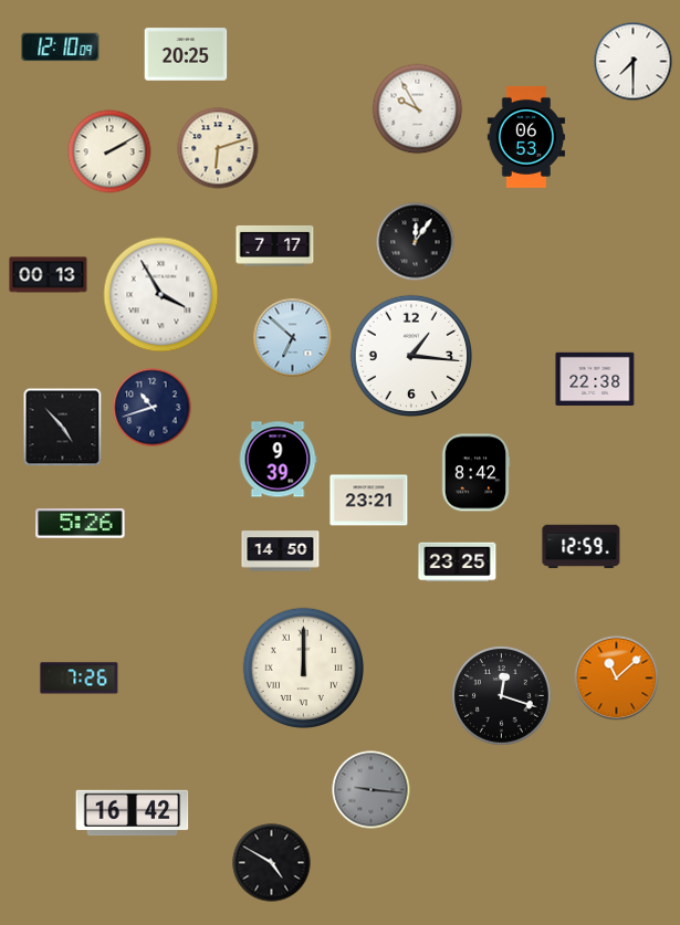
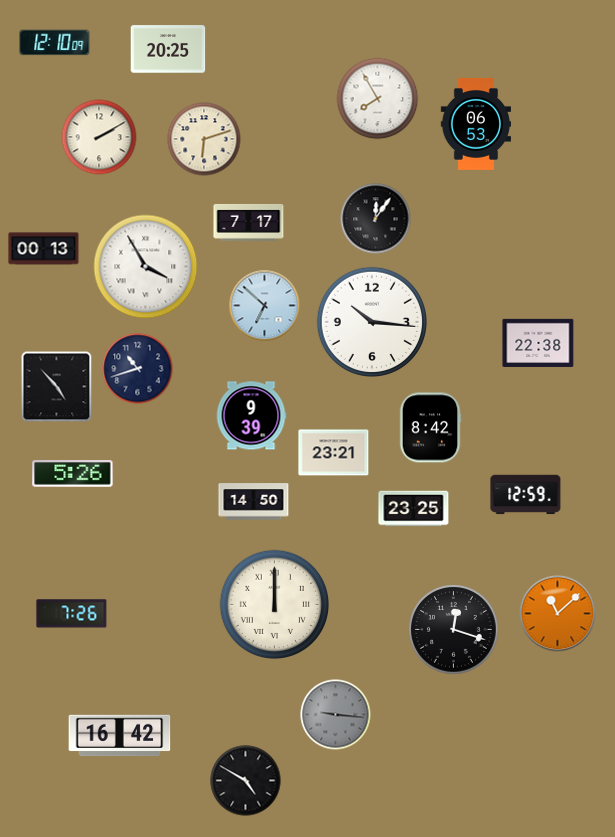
clock at (634, 62): 7:30 -> none
clock at (418, 109): 9:55 -> 7:55
clock at (218, 148) position: (218, 148) -> (204, 139)
clock at (411, 356): 1:16 -> 10:16
clock at (281, 551) position: (281, 551) -> (254, 502)
